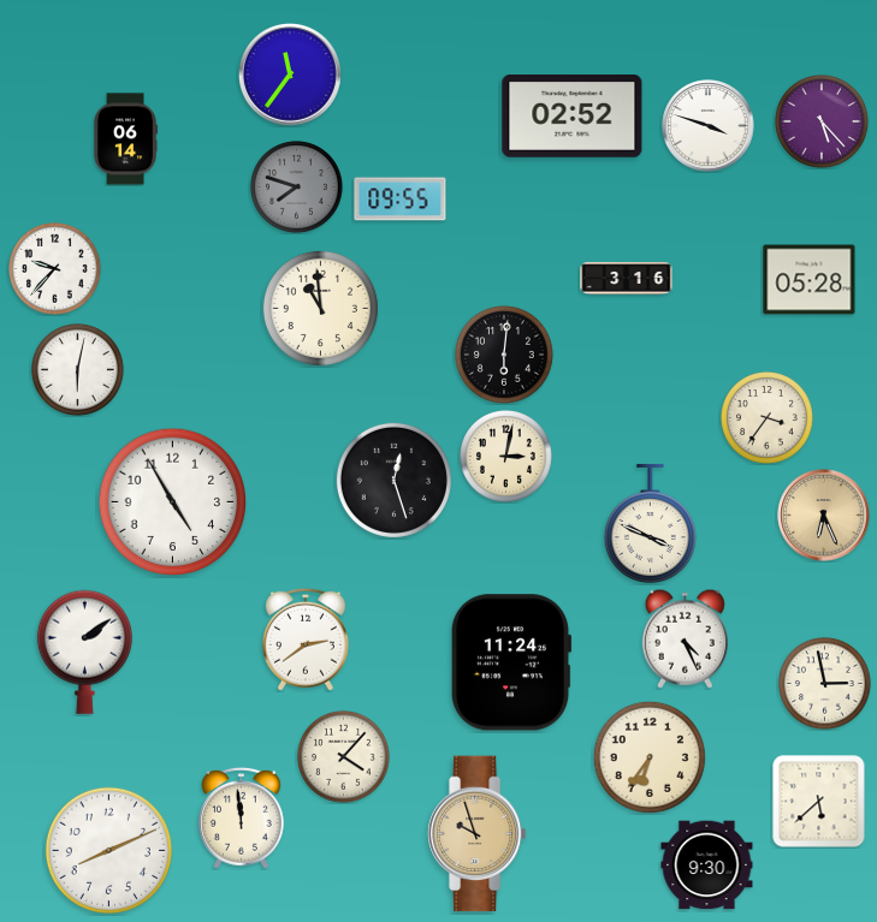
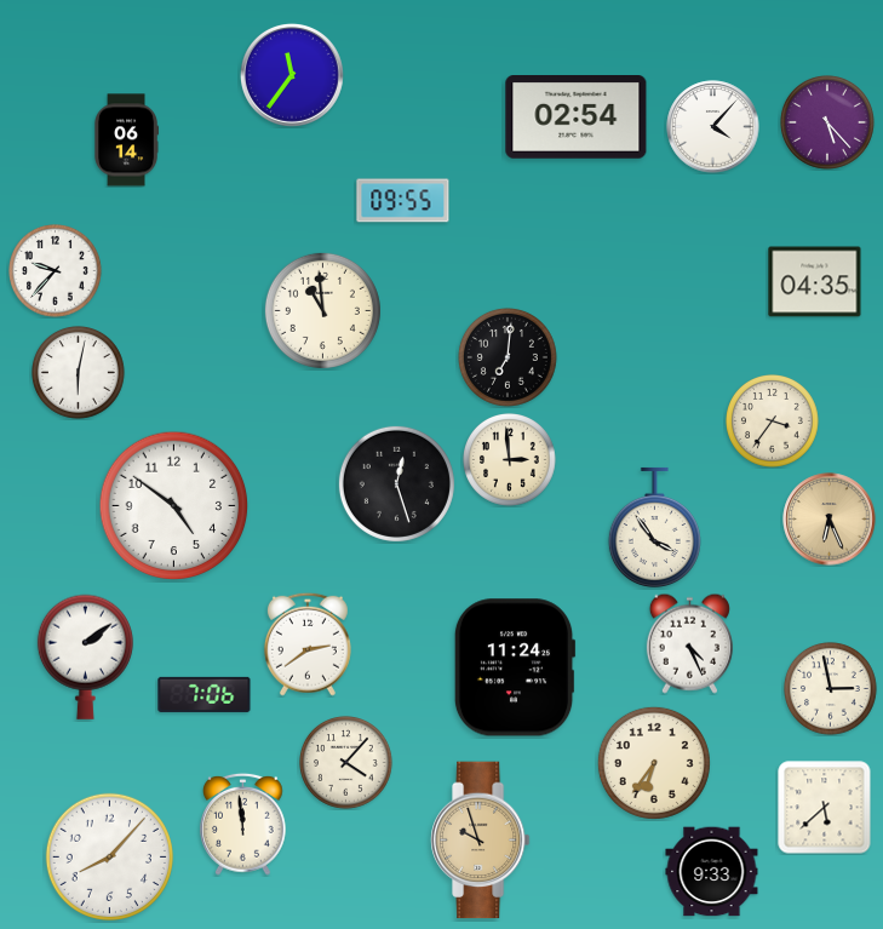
clock at (573, 117): 02:52 -> 02:54
clock at (709, 126): 3:48 -> 4:07
clock at (297, 188): 7:48 -> none
clock at (627, 279): 3:16 -> none
clock at (810, 280): 05:28 -> 04:35
clock at (504, 355): 6:01 -> 7:01
clock at (506, 457): 3:02 -> 2:59
clock at (173, 502): 4:55 -> 4:51
clock at (650, 524): 3:49 -> 3:54
clock at (205, 694): none -> 7:06
clock at (108, 850): 8:11 -> 8:07
clock at (707, 866): 9:30 -> 9:33
